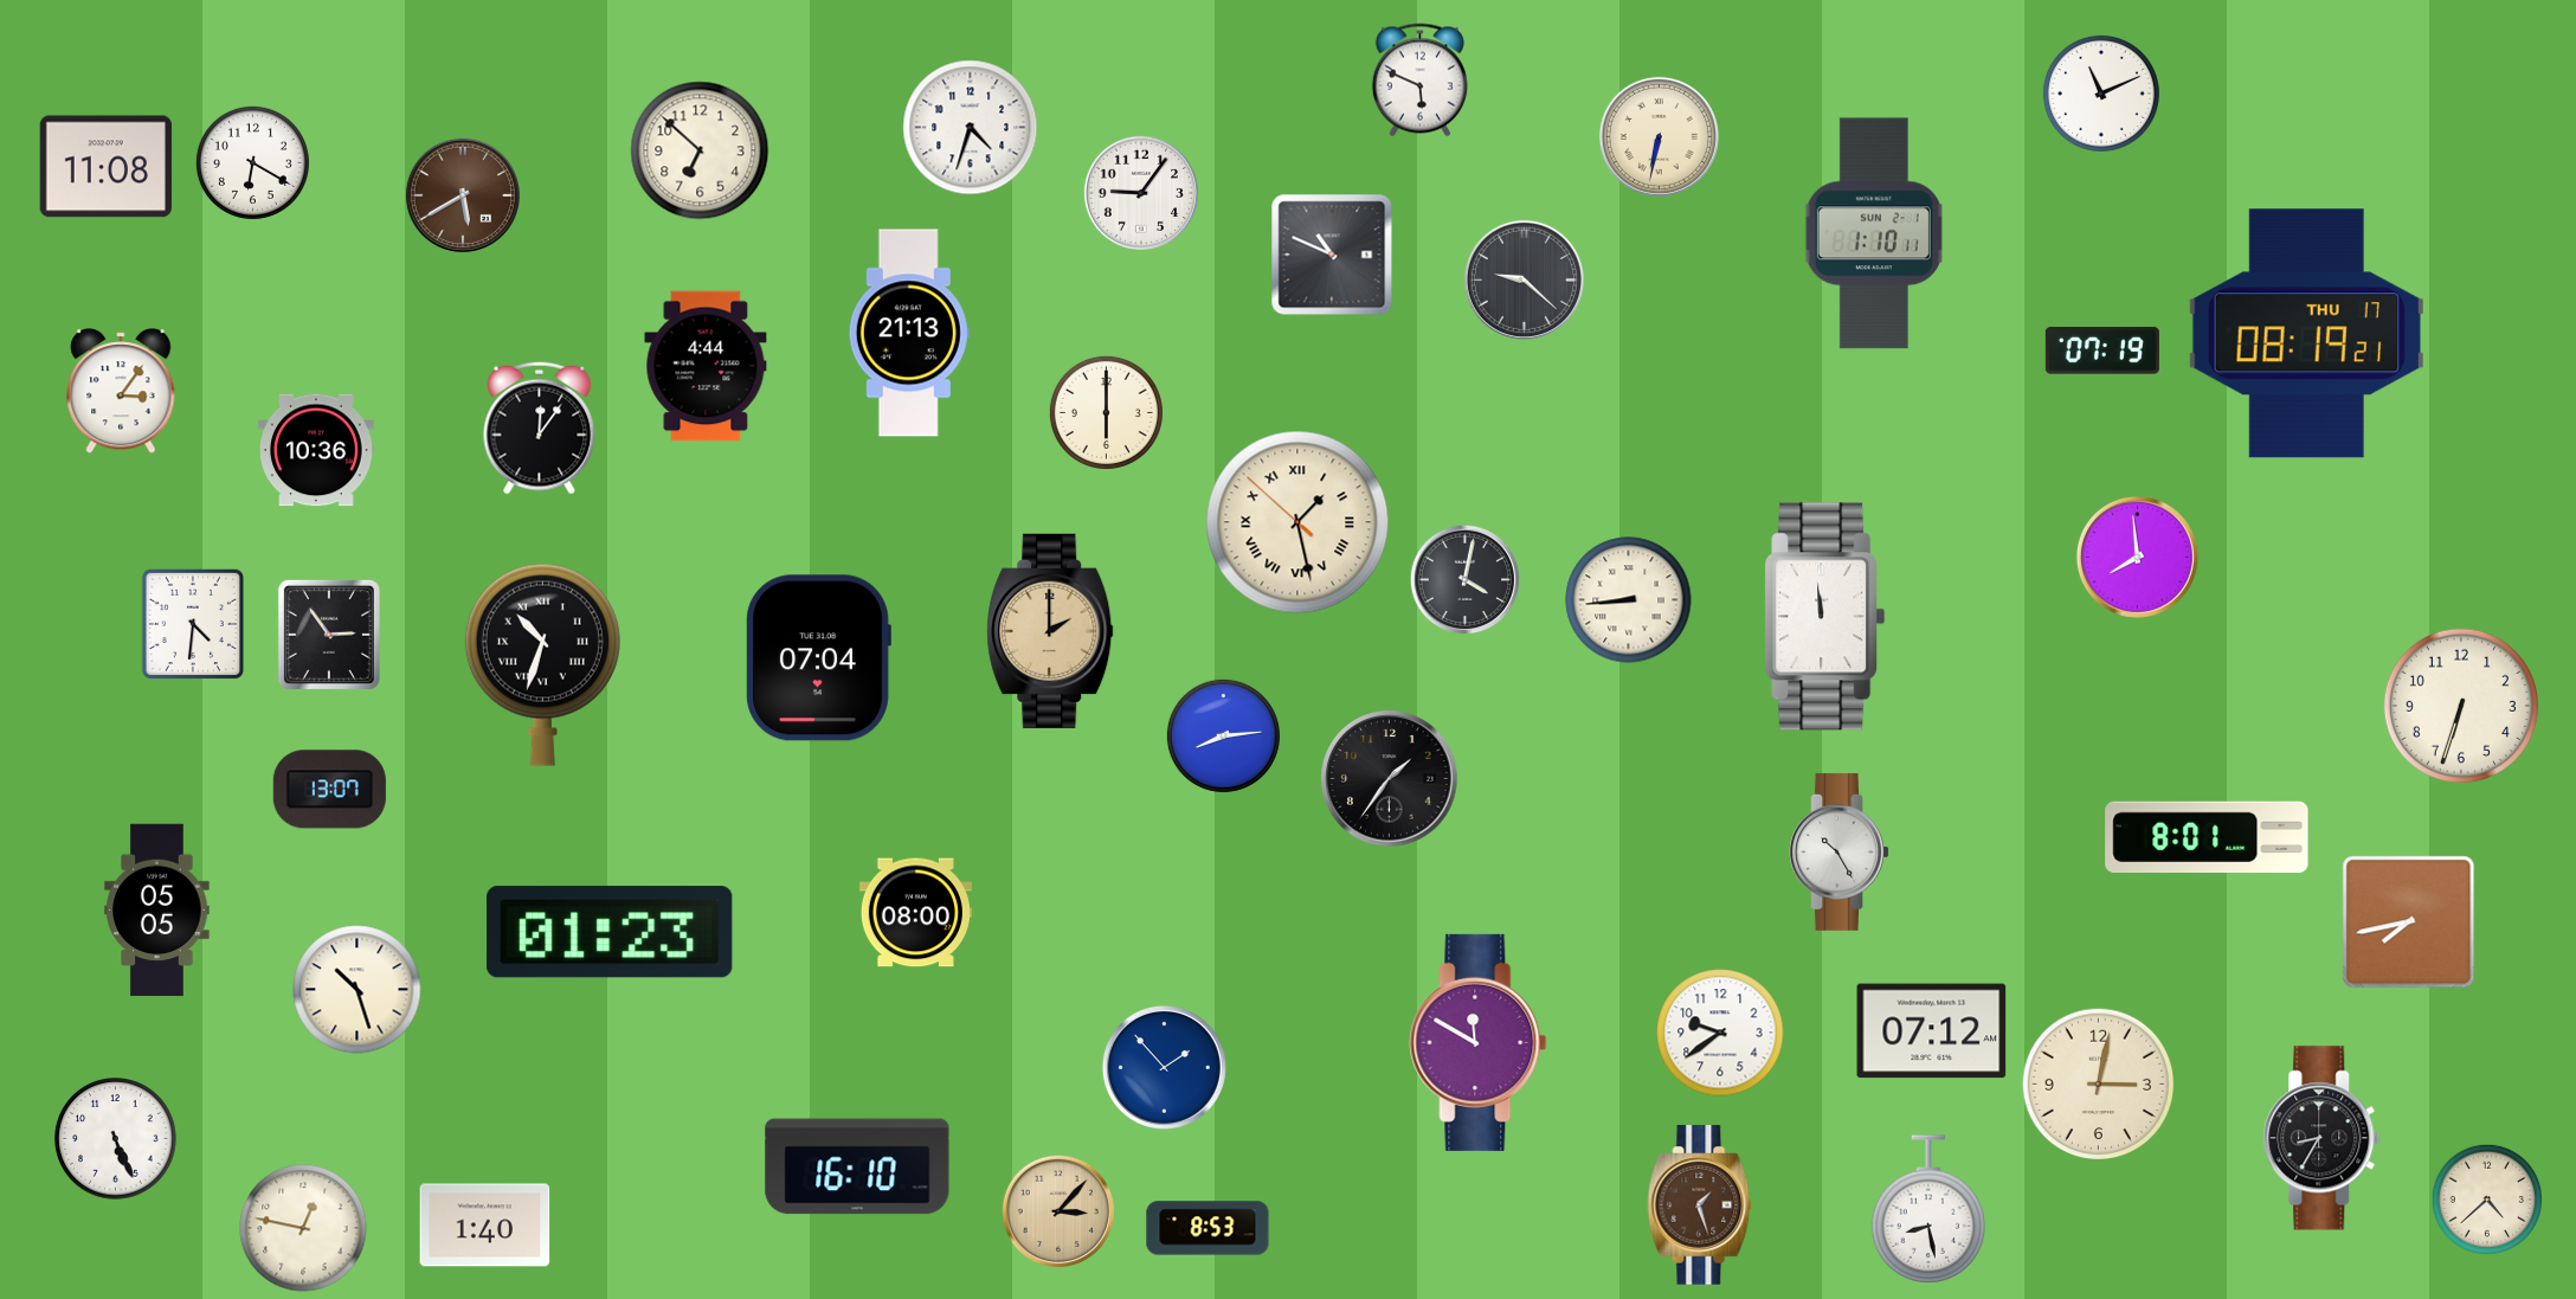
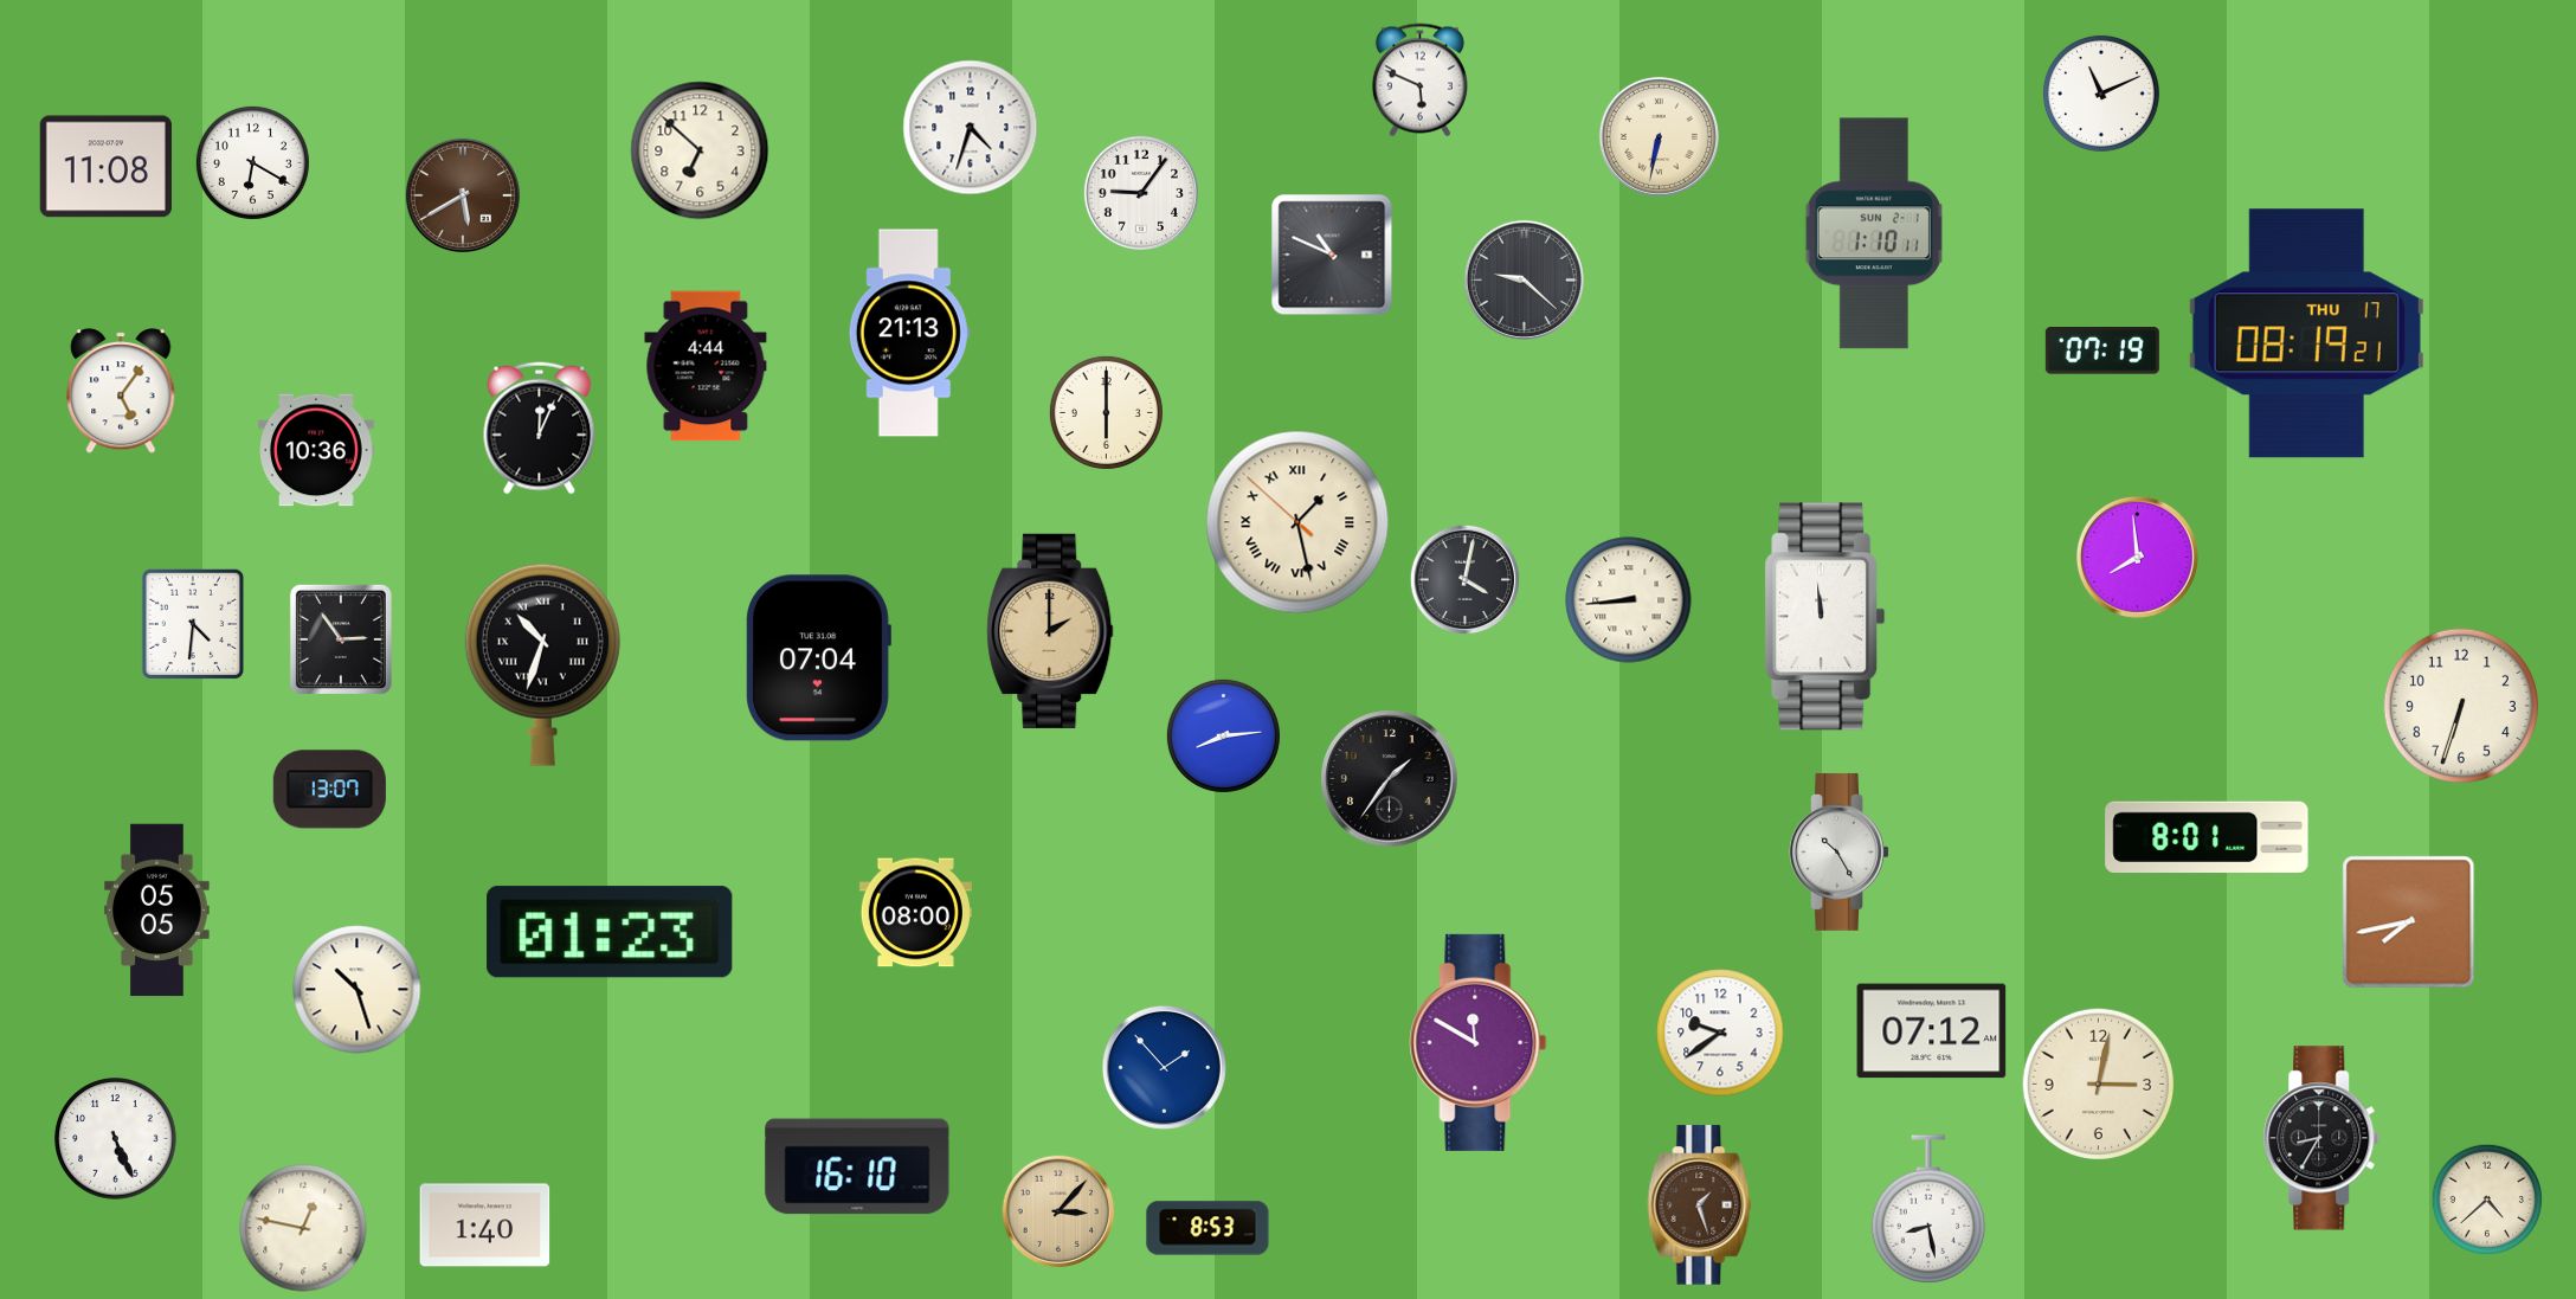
clock at (121, 391): 3:06 -> 5:06
clock at (540, 429): 12:06 -> 12:04
clock at (329, 635) position: (329, 635) -> (341, 639)
